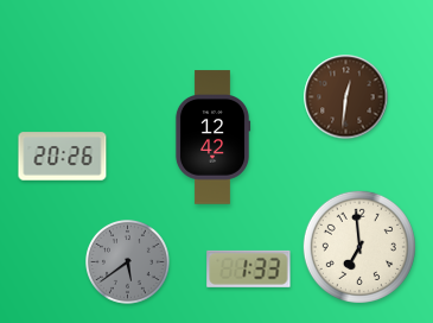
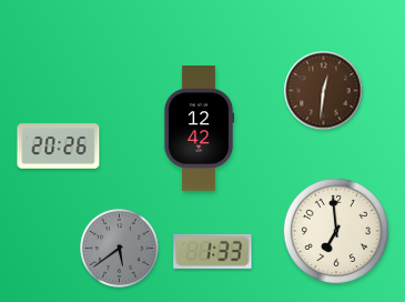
clock at (128, 262) position: (128, 262) -> (120, 249)
clock at (249, 268) position: (249, 268) -> (213, 251)
